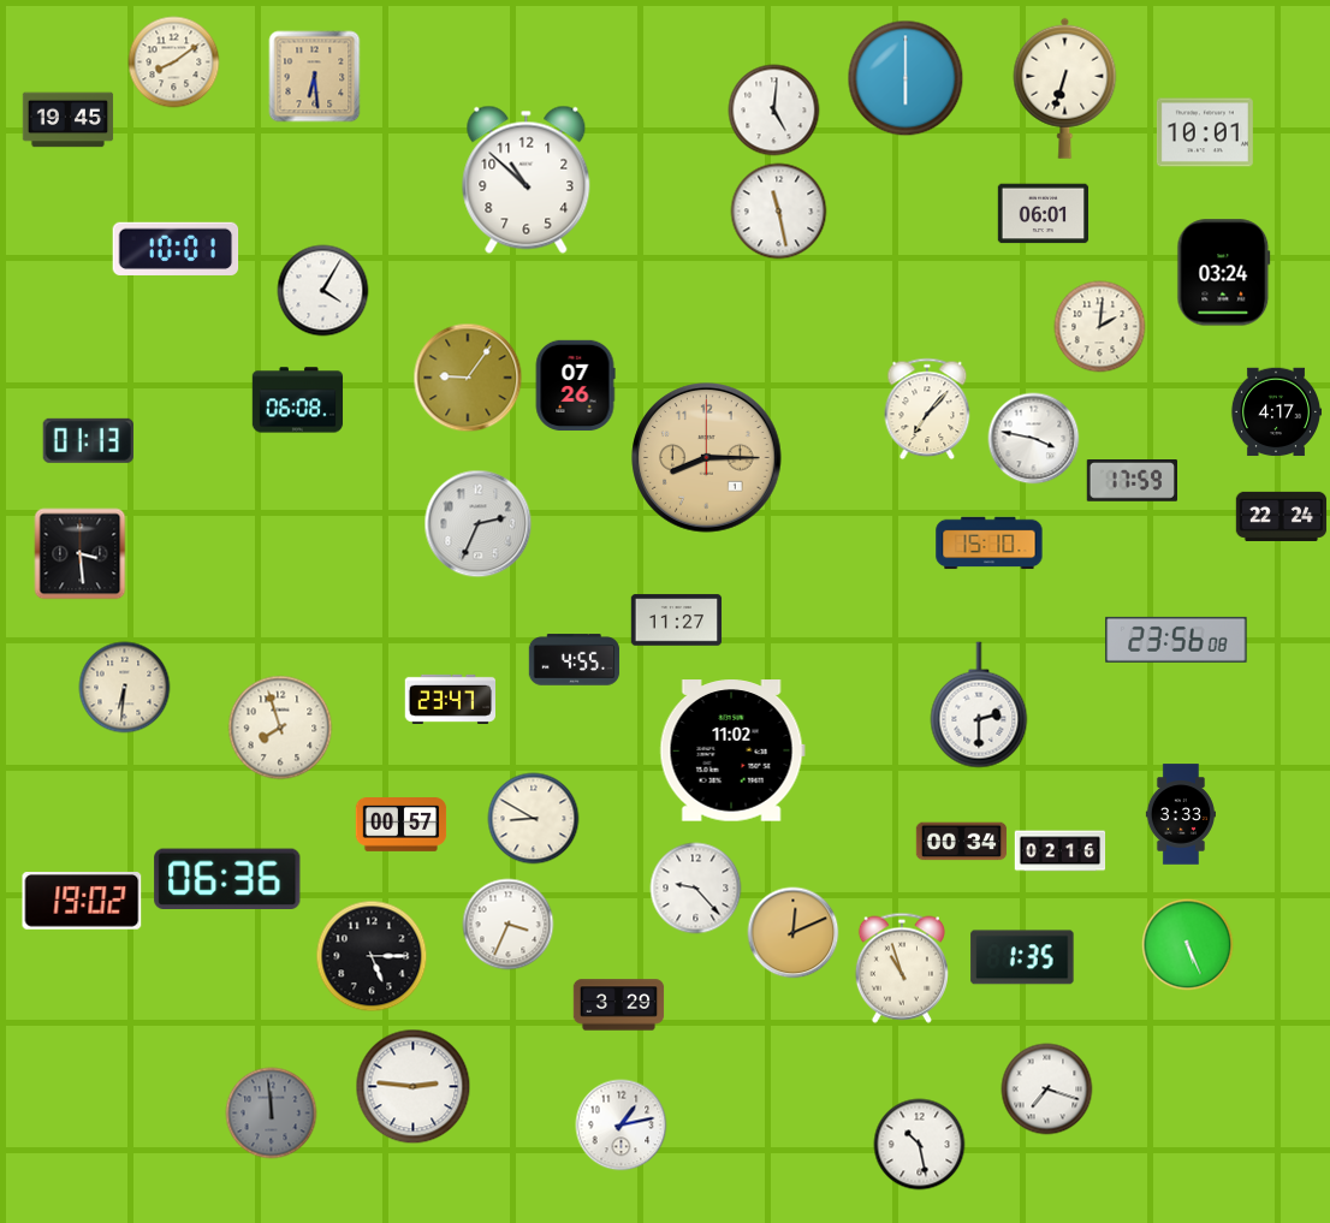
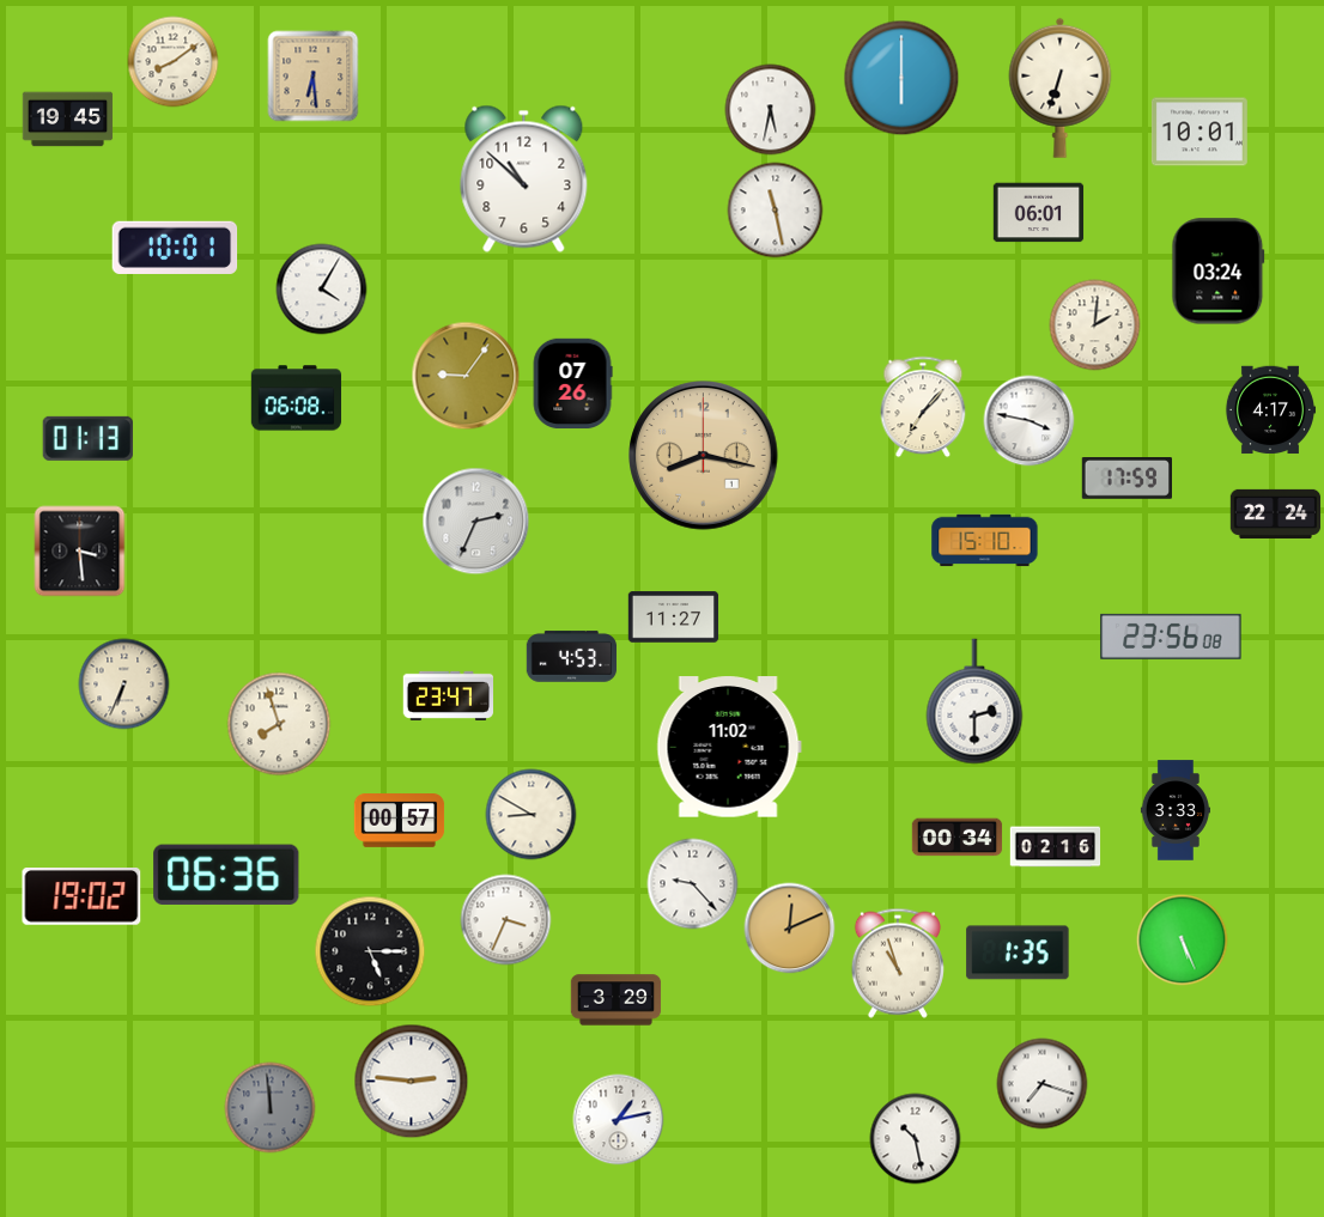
clock at (774, 111): 5:01 -> 5:32
clock at (1034, 439) position: (1034, 439) -> (1030, 421)
clock at (707, 458): 8:15 -> 8:17
clock at (575, 660): 4:55 -> 4:53
clock at (125, 688): 6:31 -> 6:34
